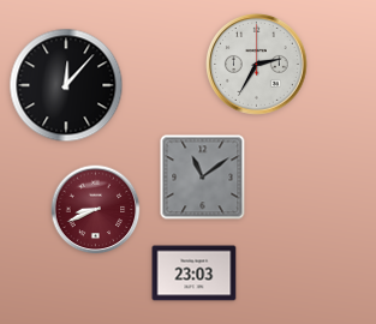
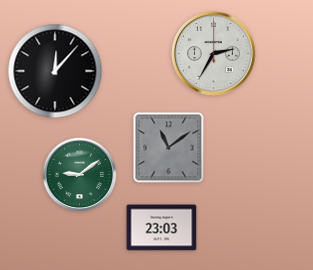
clock at (96, 210): 8:41 -> 9:09
clock at (96, 210) dial: burgundy -> green
